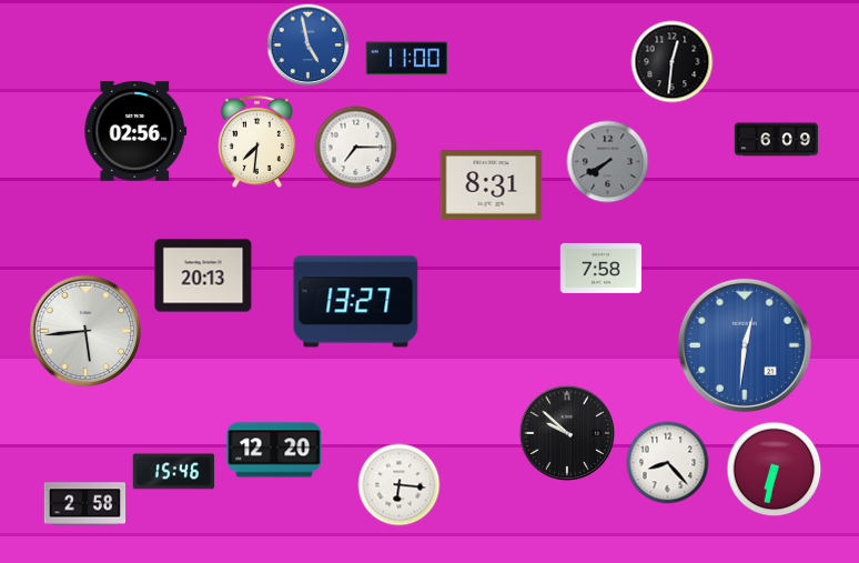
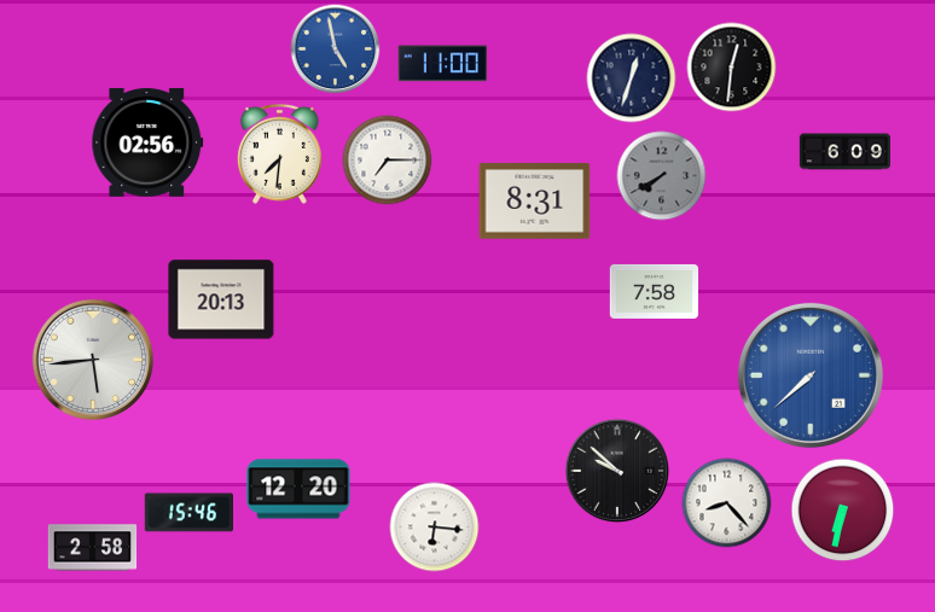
clock at (632, 78): none -> 12:33
clock at (356, 302): 13:27 -> none
clock at (745, 345): 12:31 -> 7:38
